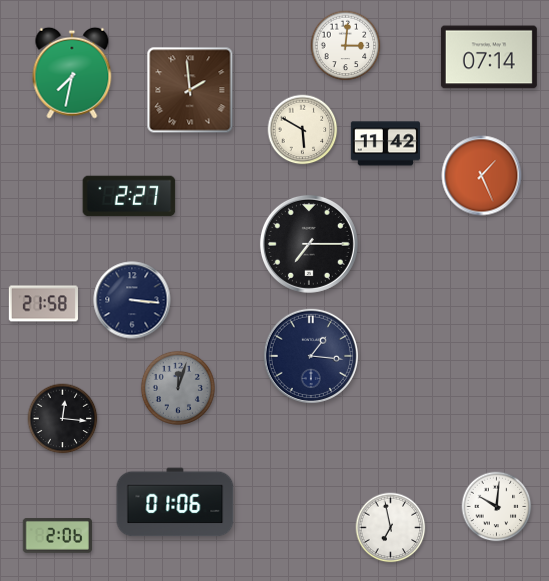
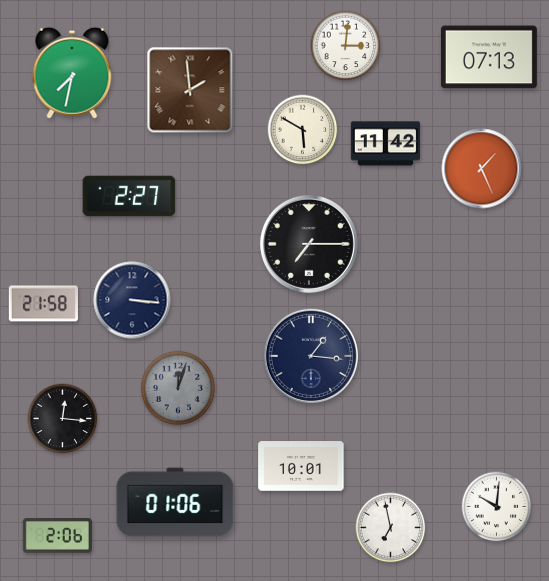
clock at (489, 57): 07:14 -> 07:13
clock at (482, 176) position: (482, 176) -> (482, 169)
clock at (301, 466): none -> 10:01
